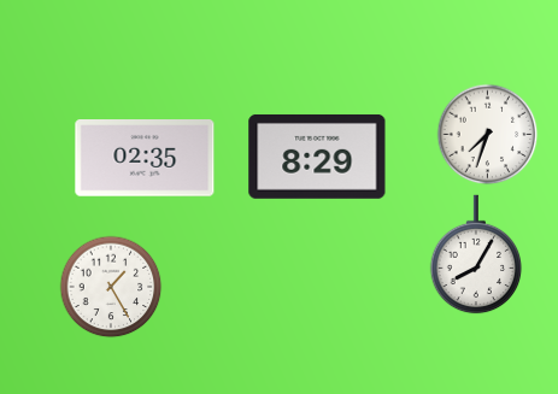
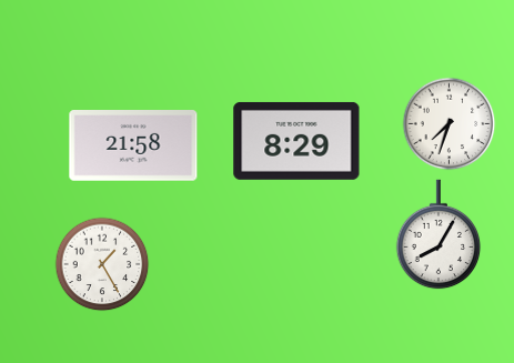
clock at (317, 157) position: (317, 157) -> (296, 141)
clock at (145, 159): 02:35 -> 21:58
